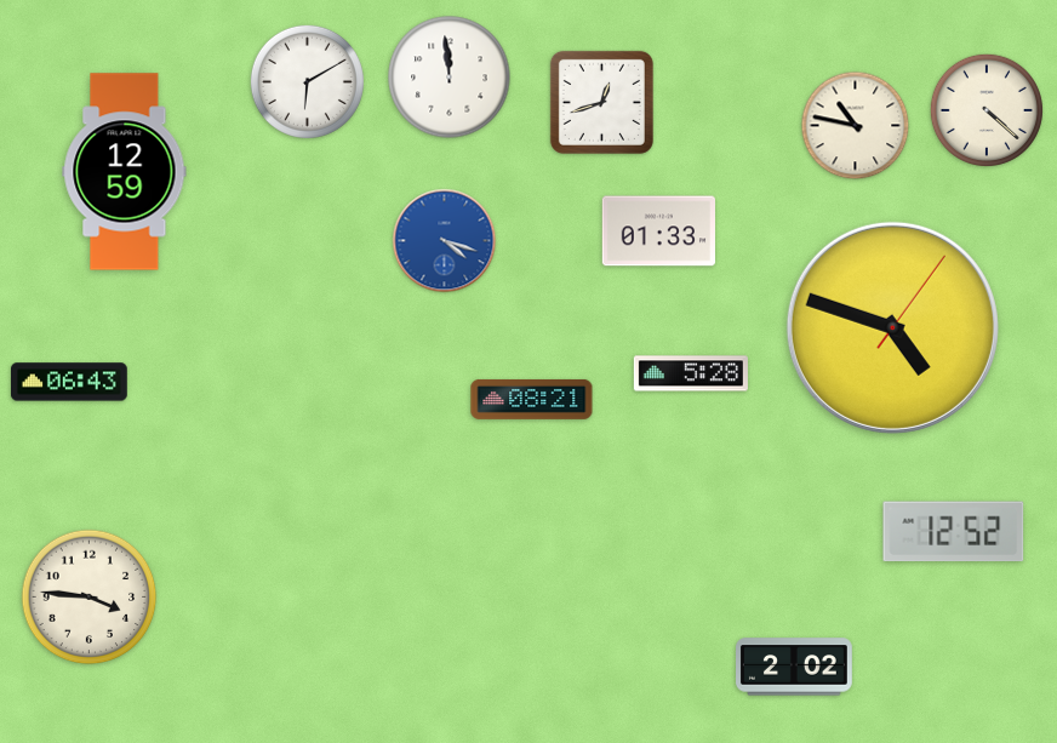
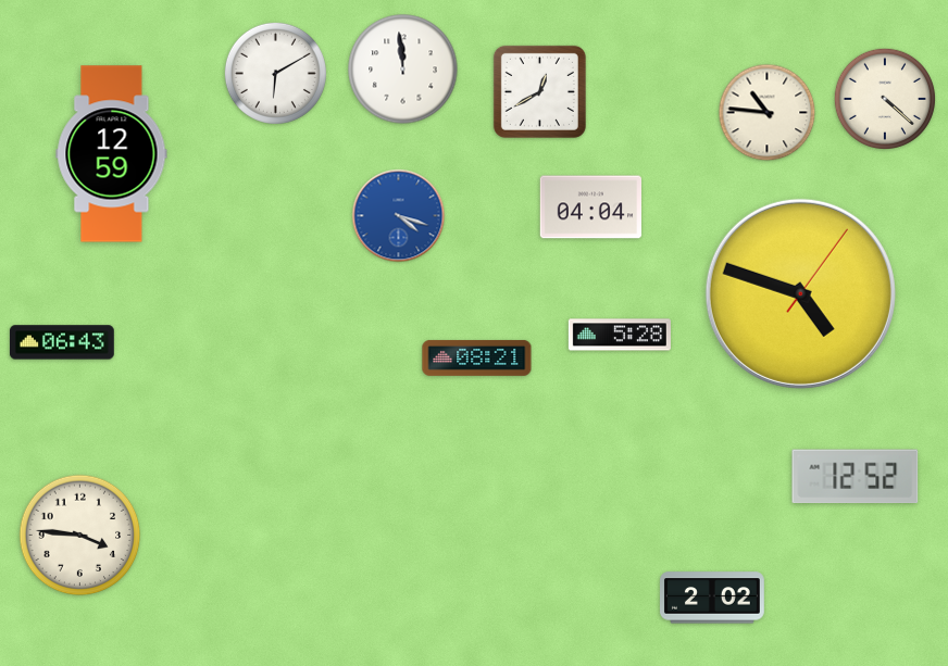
clock at (601, 102): 12:42 -> 12:40
clock at (856, 126): 10:47 -> 10:46
clock at (658, 232): 01:33 -> 04:04
